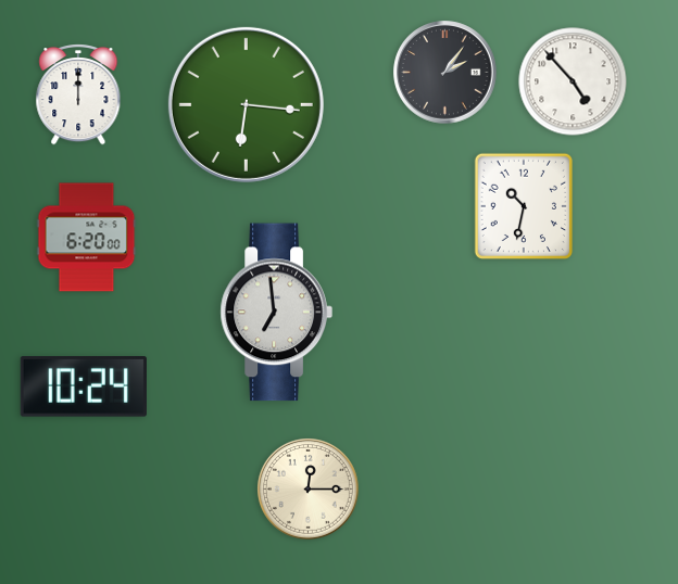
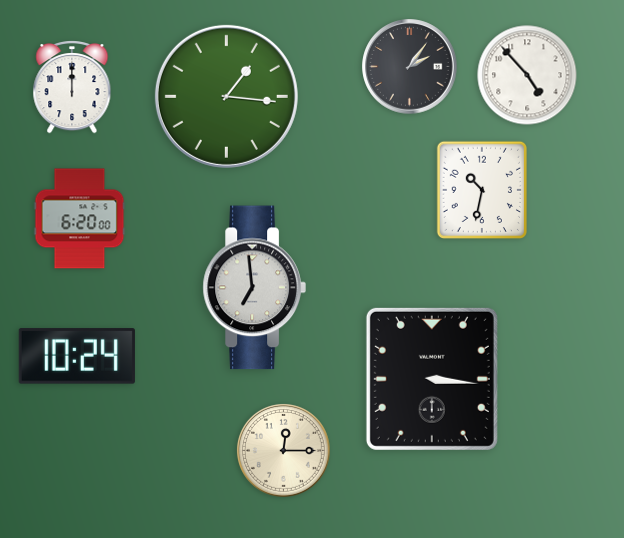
clock at (246, 104): 6:16 -> 1:16
clock at (432, 379): none -> 3:16
